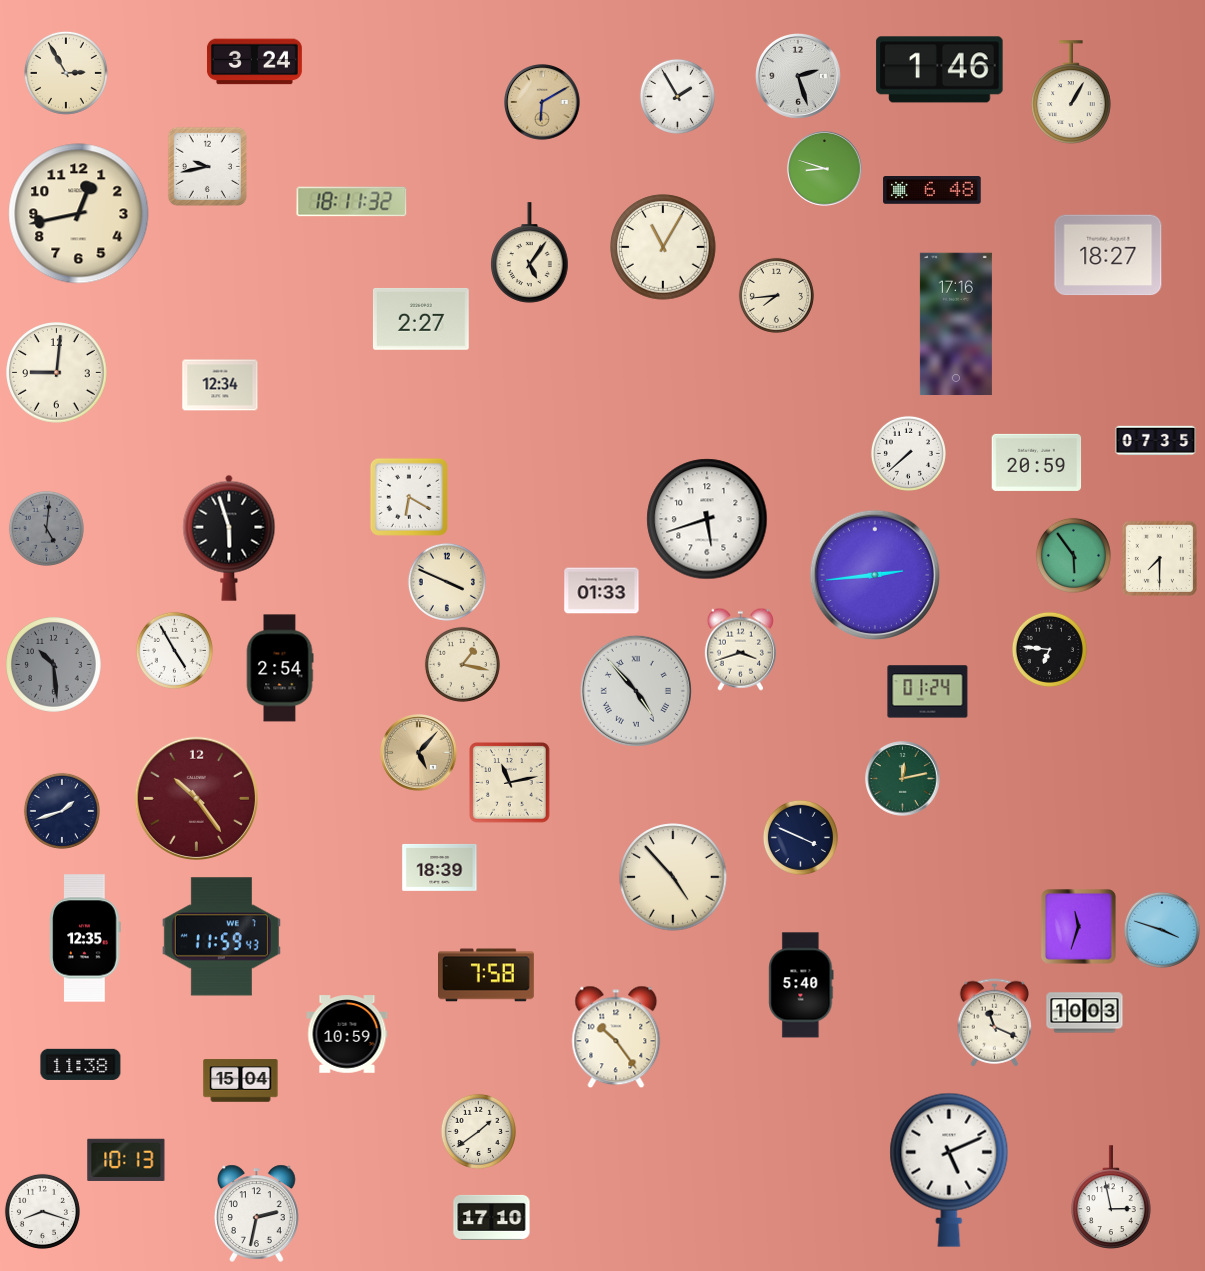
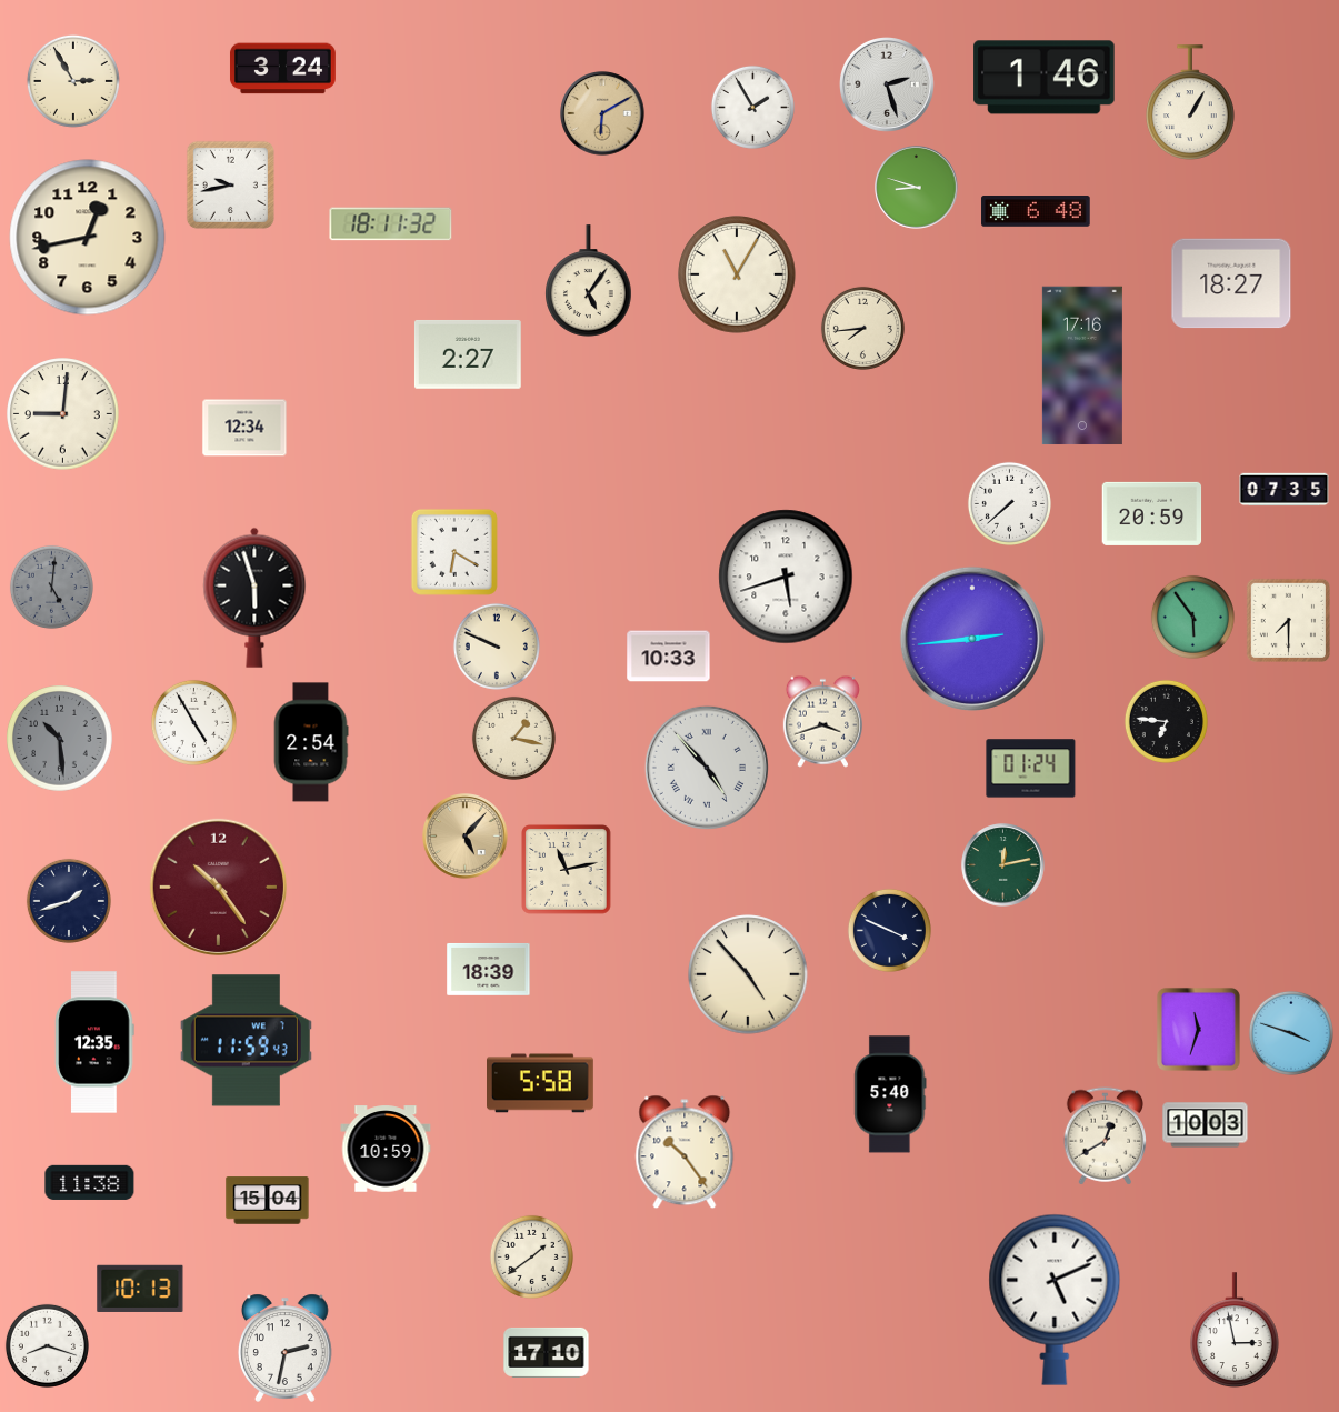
clock at (956, 324) position: (956, 324) -> (1082, 365)
clock at (447, 582): 3:49 -> 9:49
clock at (602, 591): 01:33 -> 10:33
clock at (440, 867) position: (440, 867) -> (489, 969)
clock at (487, 975): 7:58 -> 5:58
clock at (995, 1023): 11:19 -> 12:40
